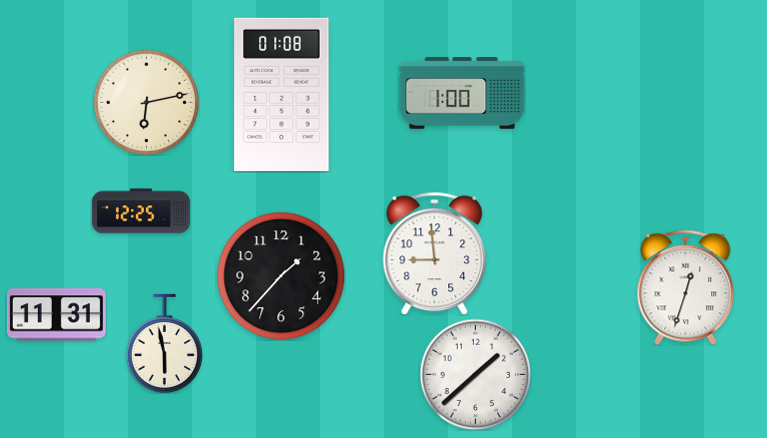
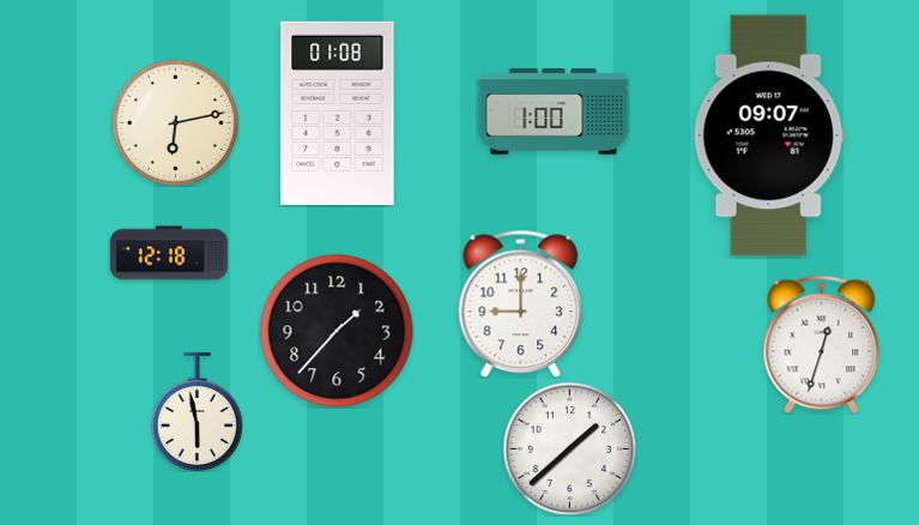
clock at (769, 135): none -> 09:07
clock at (141, 211): 12:25 -> 12:18
clock at (435, 253): 8:59 -> 9:00
clock at (56, 315): 11:31 -> none
